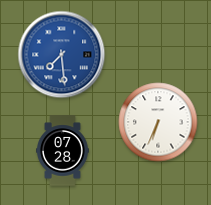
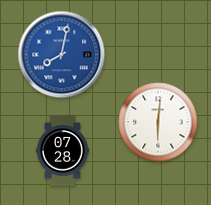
clock at (62, 55): 7:29 -> 8:02
clock at (158, 122): 6:34 -> 6:01
